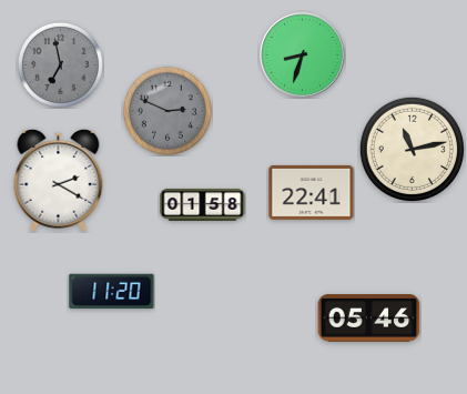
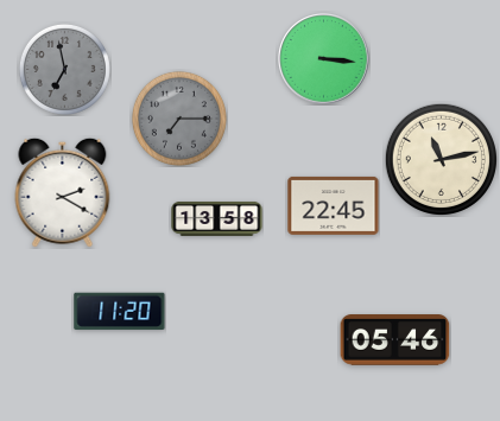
clock at (303, 55): 8:33 -> 3:16
clock at (167, 111): 2:49 -> 7:15
clock at (312, 192): 22:41 -> 22:45
clock at (203, 204): 01:58 -> 13:58
